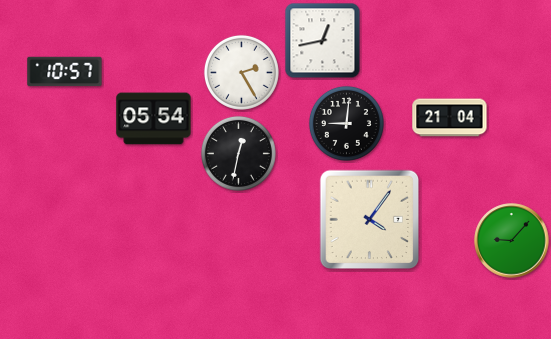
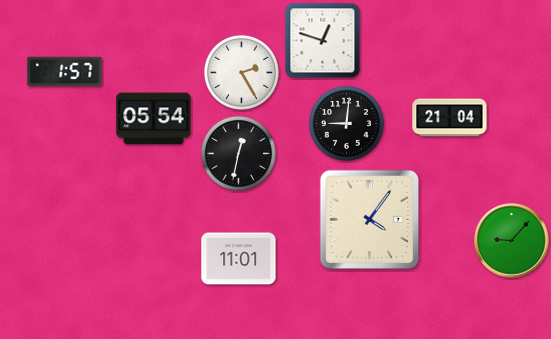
clock at (323, 41): 12:43 -> 12:48
clock at (65, 72): 10:57 -> 1:57
clock at (239, 259): none -> 11:01
